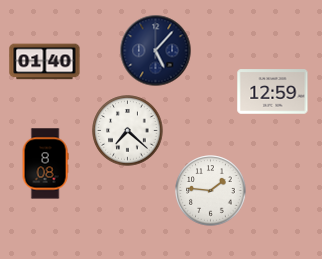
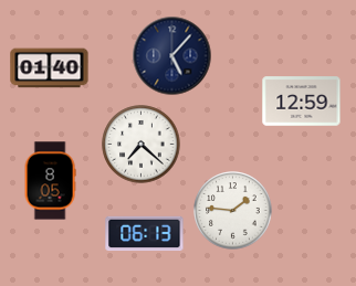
clock at (45, 164): 8:08 -> 8:05
clock at (145, 234): none -> 06:13
